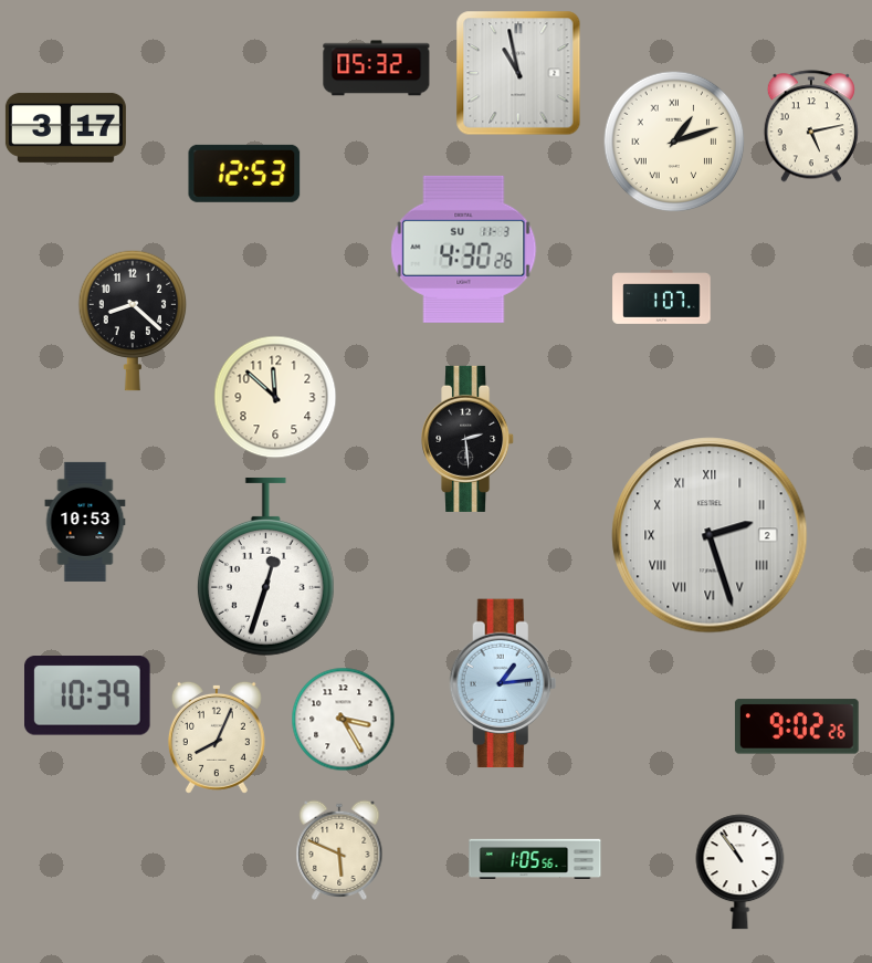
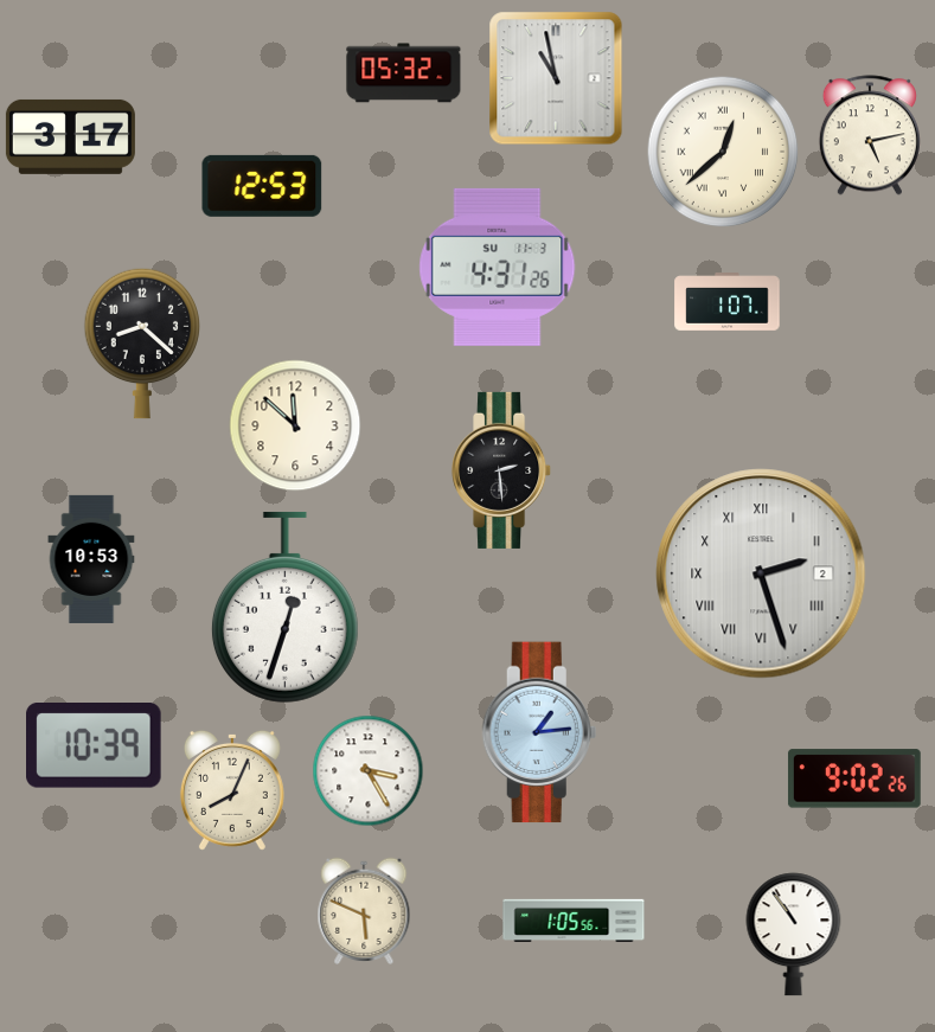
clock at (674, 142): 1:12 -> 12:38
clock at (464, 249): 4:30 -> 4:31
clock at (662, 297) position: (662, 297) -> (728, 302)
